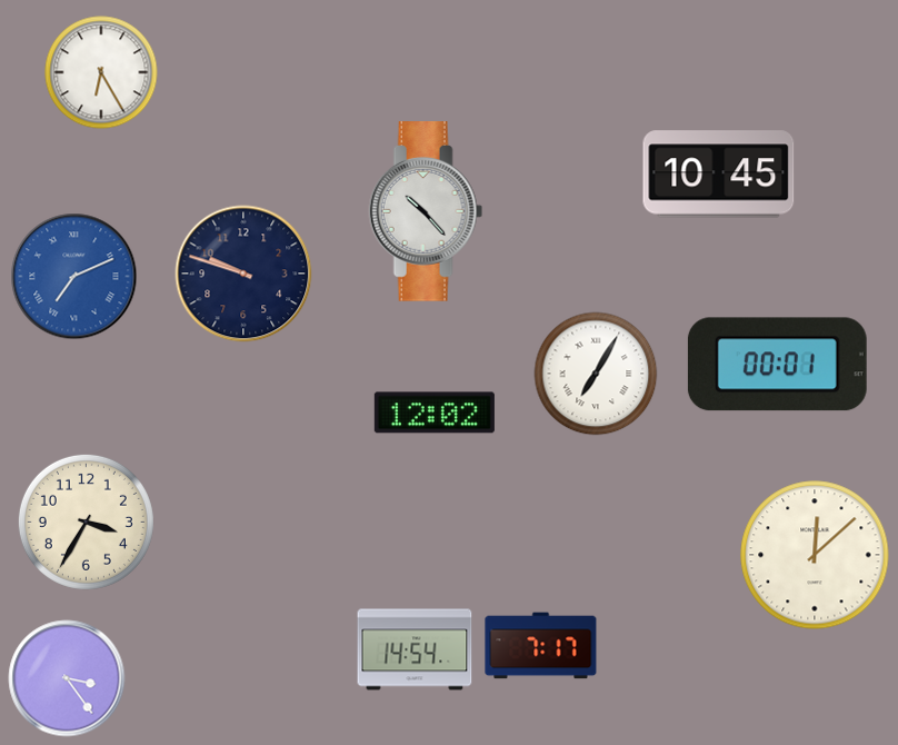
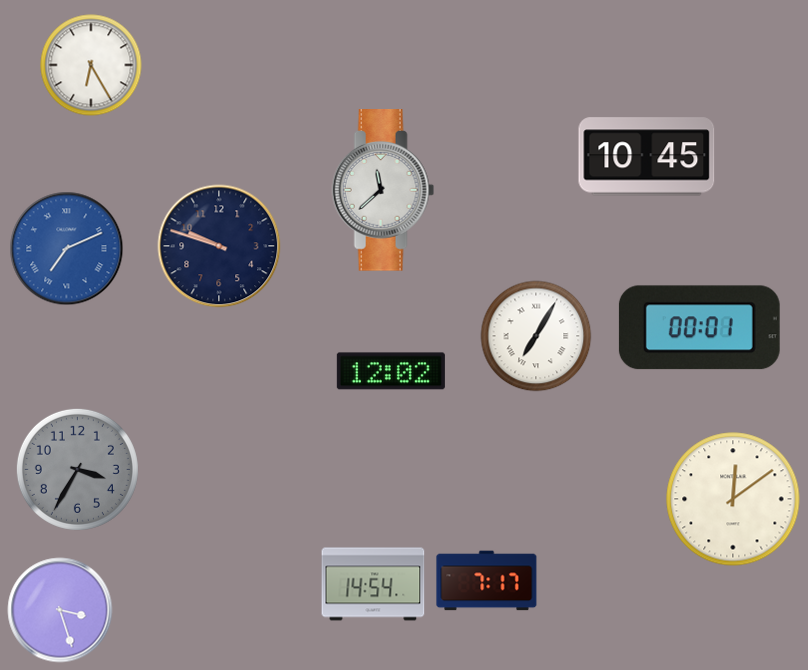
clock at (426, 211): 10:23 -> 11:38
clock at (86, 521) dial: cream -> grey
clock at (815, 555): 12:08 -> 12:09
clock at (67, 678): 3:24 -> 3:27
